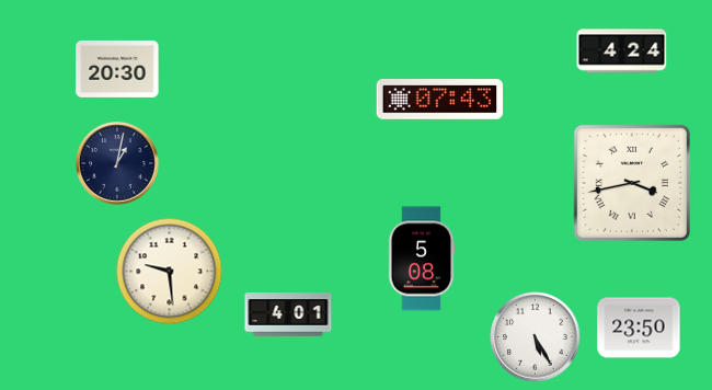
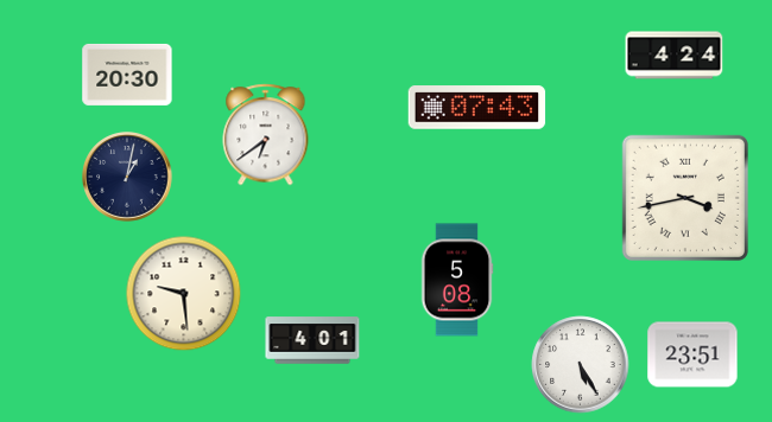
clock at (266, 135): none -> 6:39
clock at (639, 328): 23:50 -> 23:51
